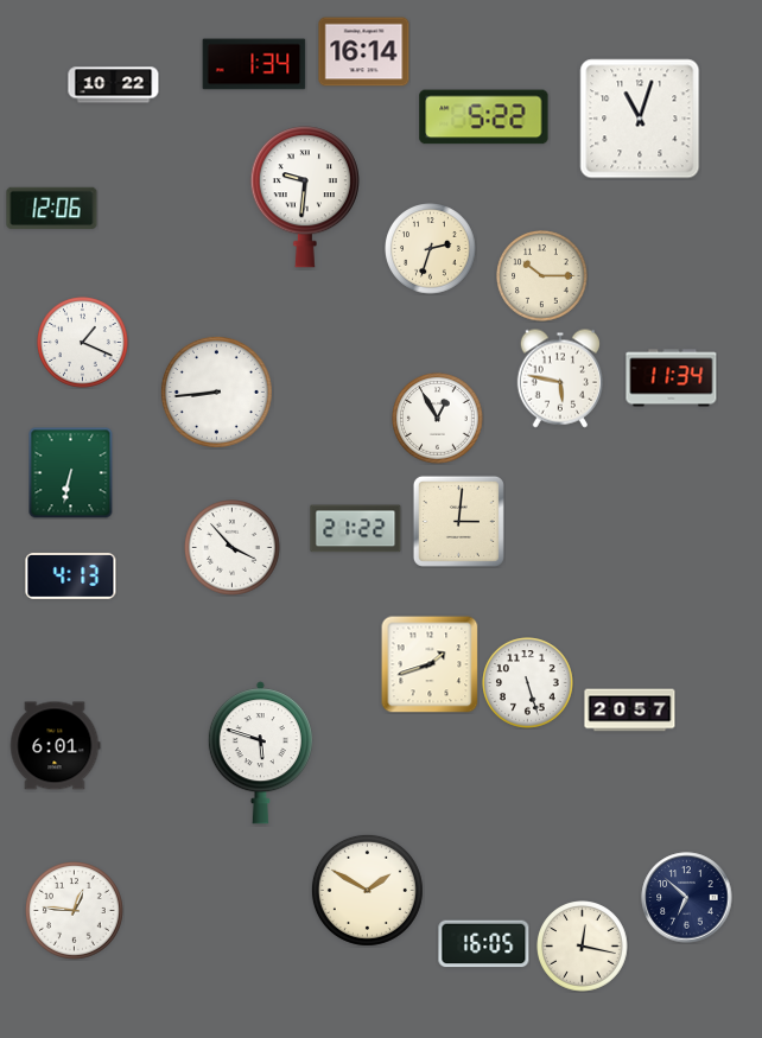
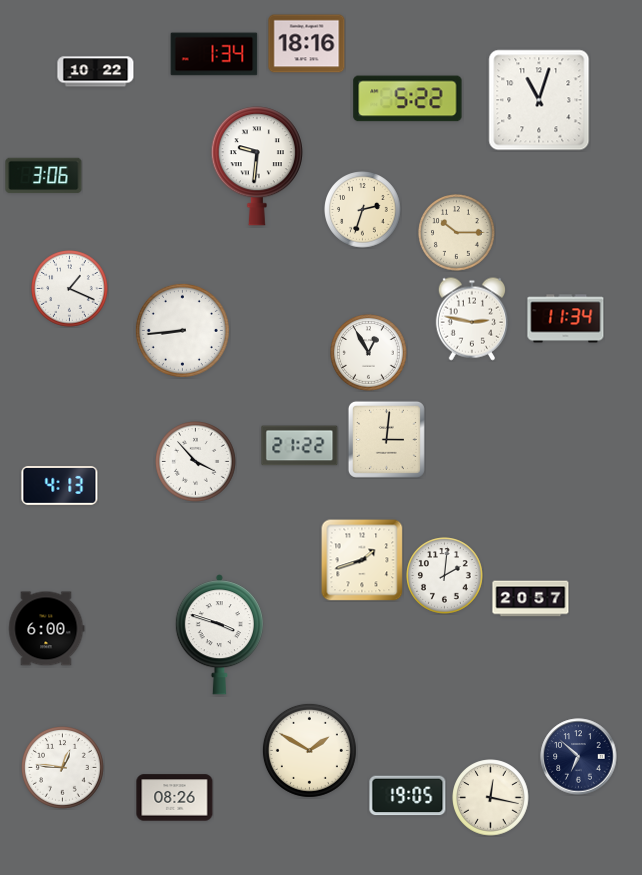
clock at (364, 52): 16:14 -> 18:16
clock at (52, 209): 12:06 -> 3:06
clock at (559, 378): 5:47 -> 2:47
clock at (71, 472): 6:32 -> none
clock at (528, 683): 5:27 -> 2:01
clock at (56, 746): 6:01 -> 6:00
clock at (260, 753): 5:48 -> 3:48
clock at (484, 944): 16:05 -> 19:05
clock at (175, 798): none -> 08:26
